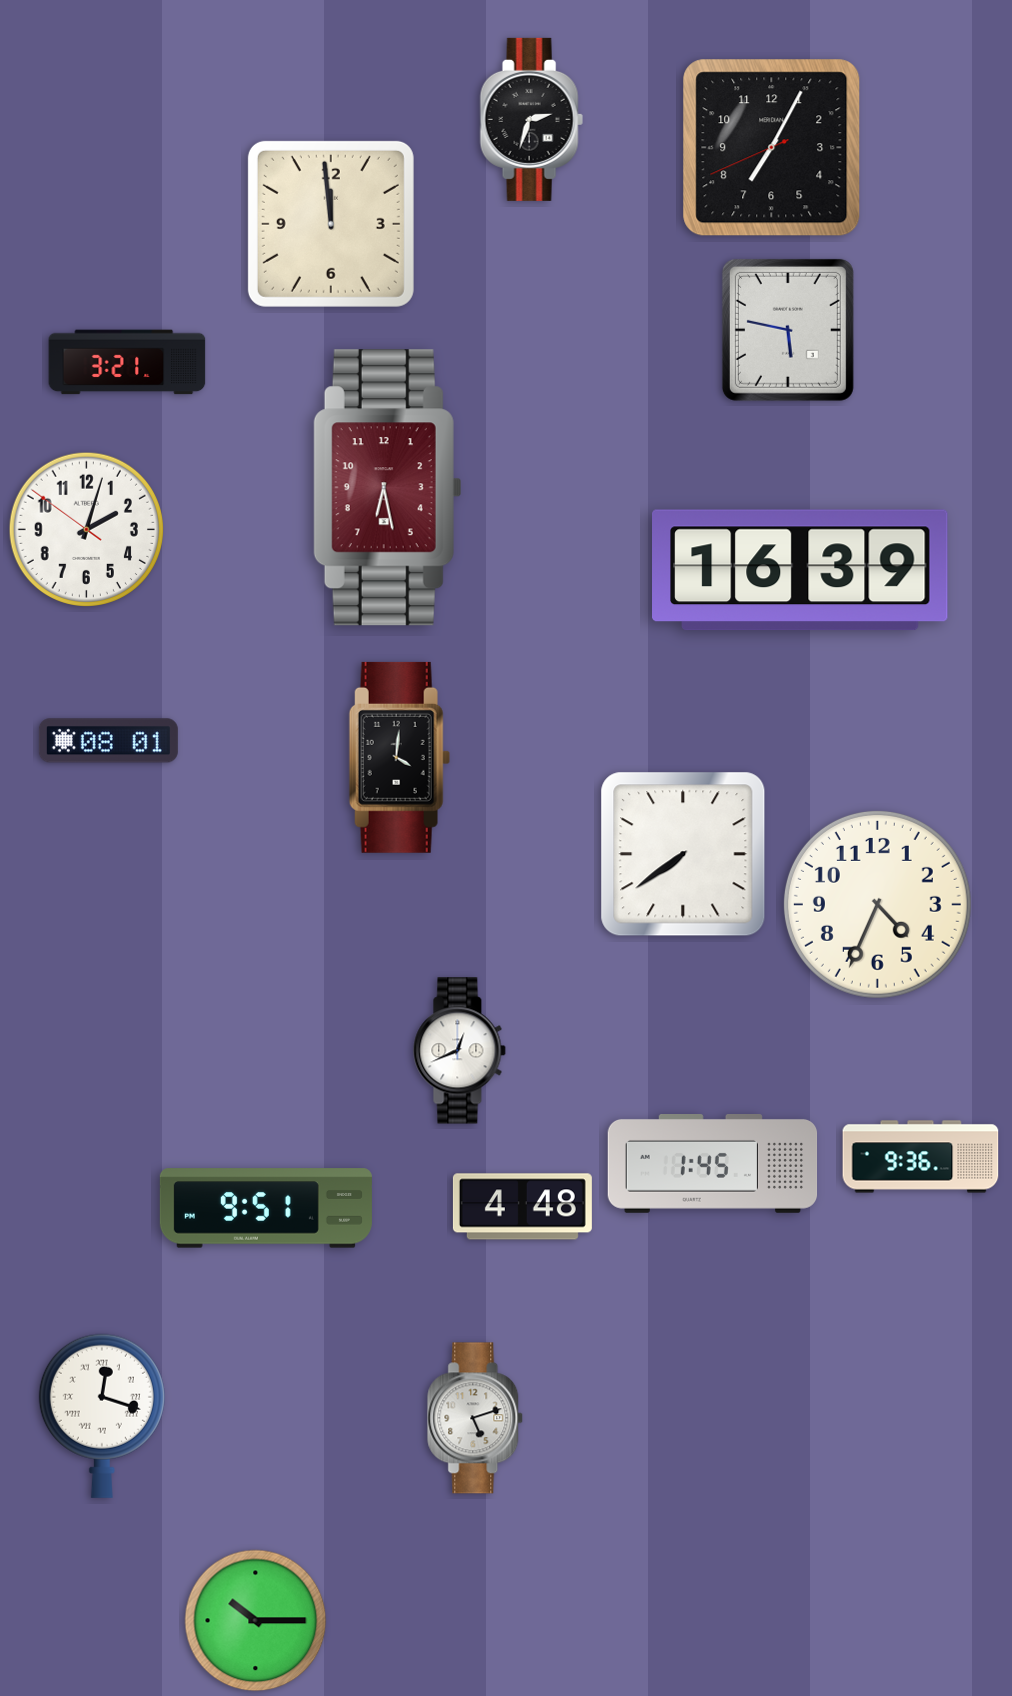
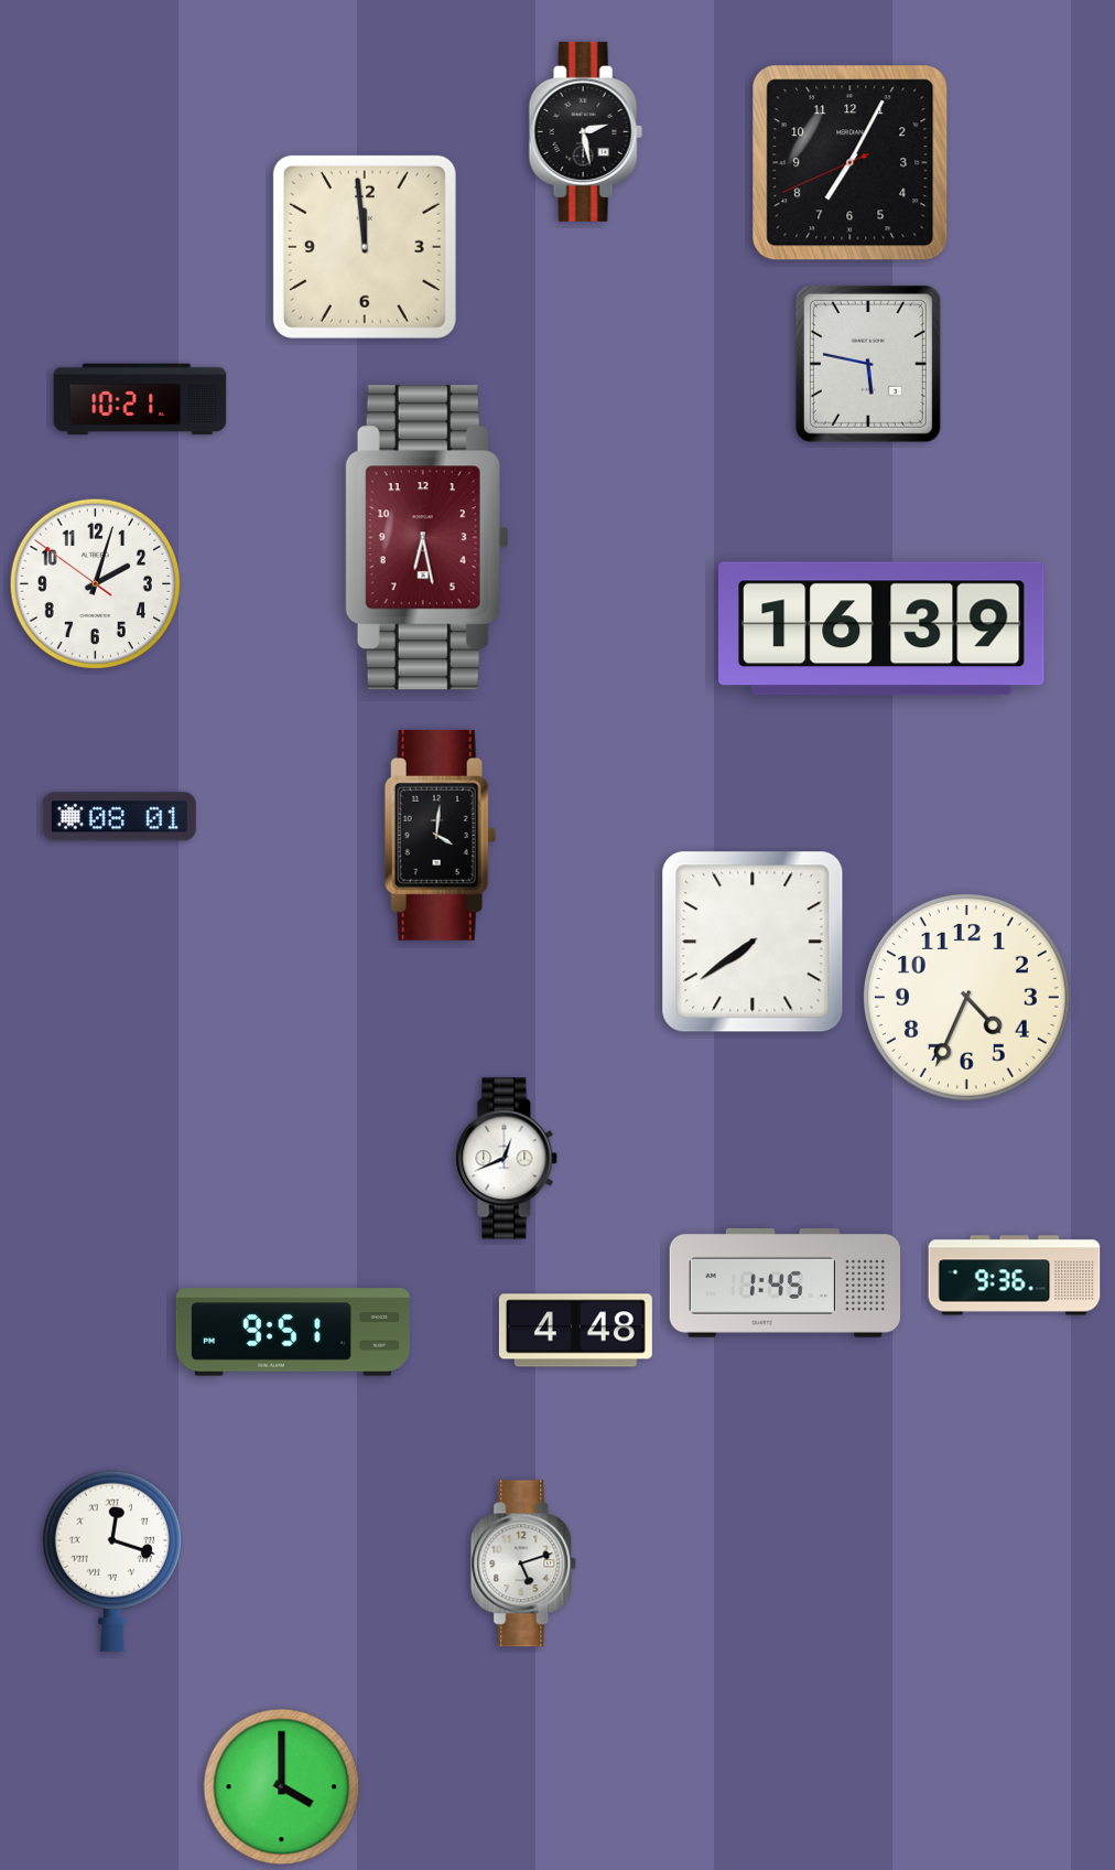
clock at (531, 119): 2:33 -> 2:28
clock at (127, 362): 3:21 -> 10:21
clock at (256, 1621): 10:15 -> 4:00
